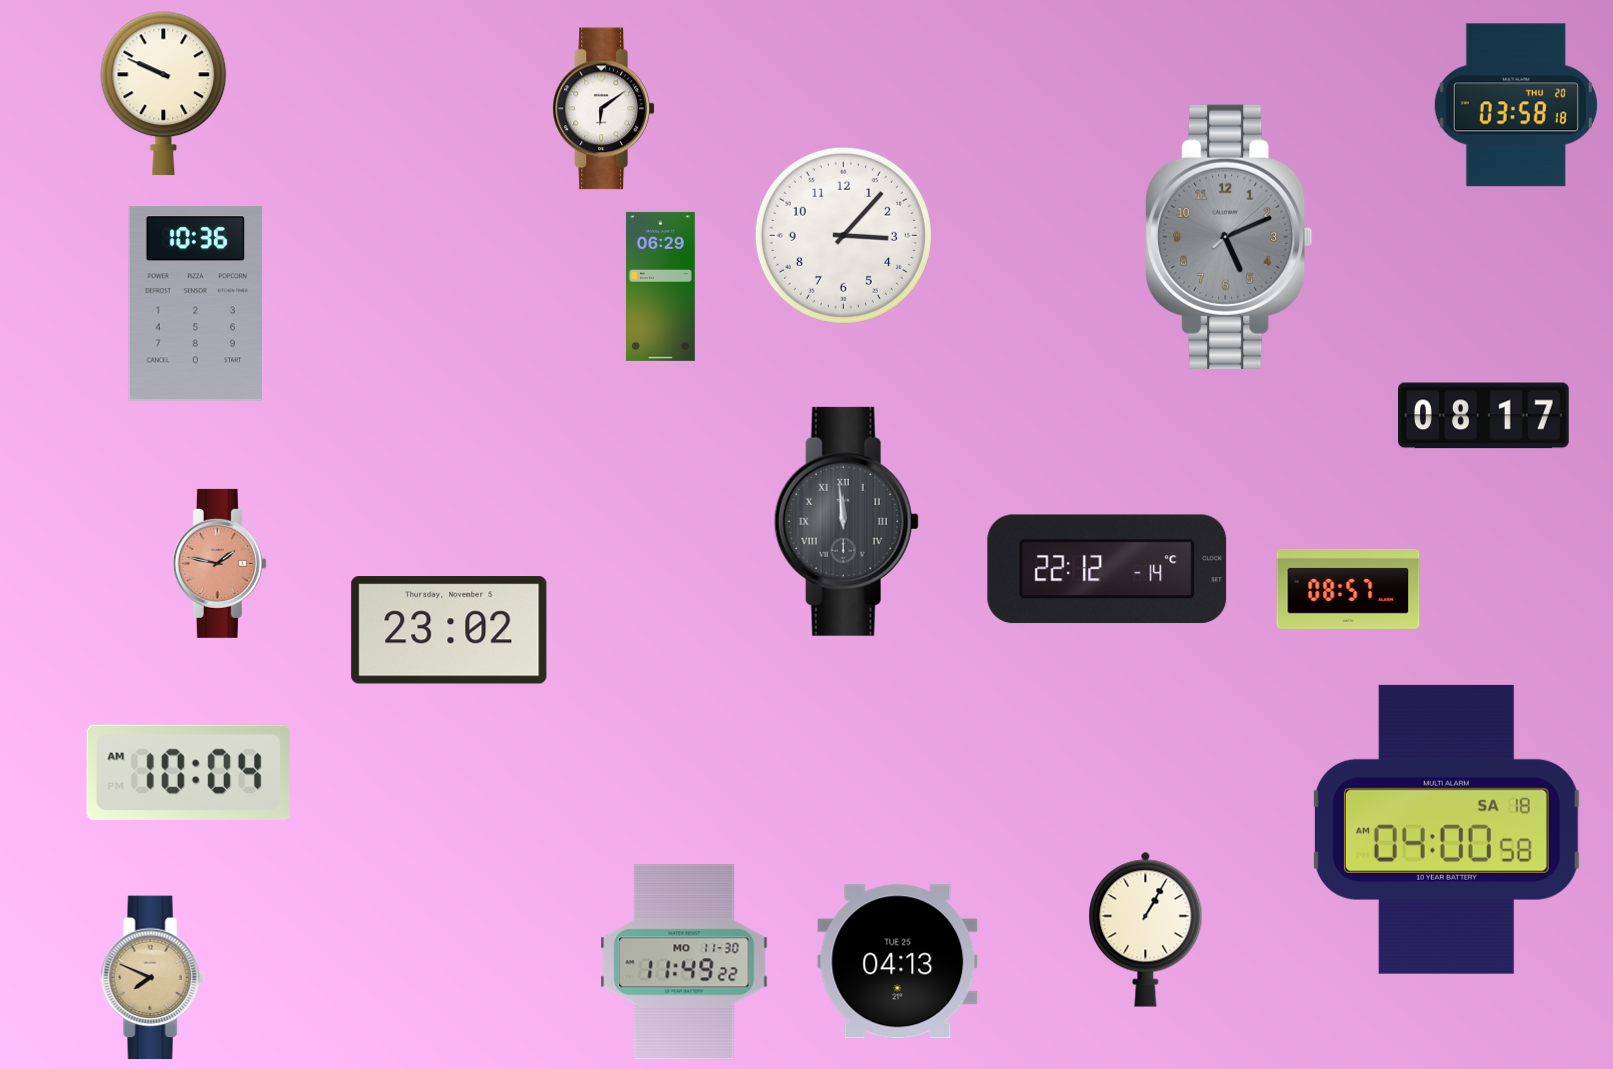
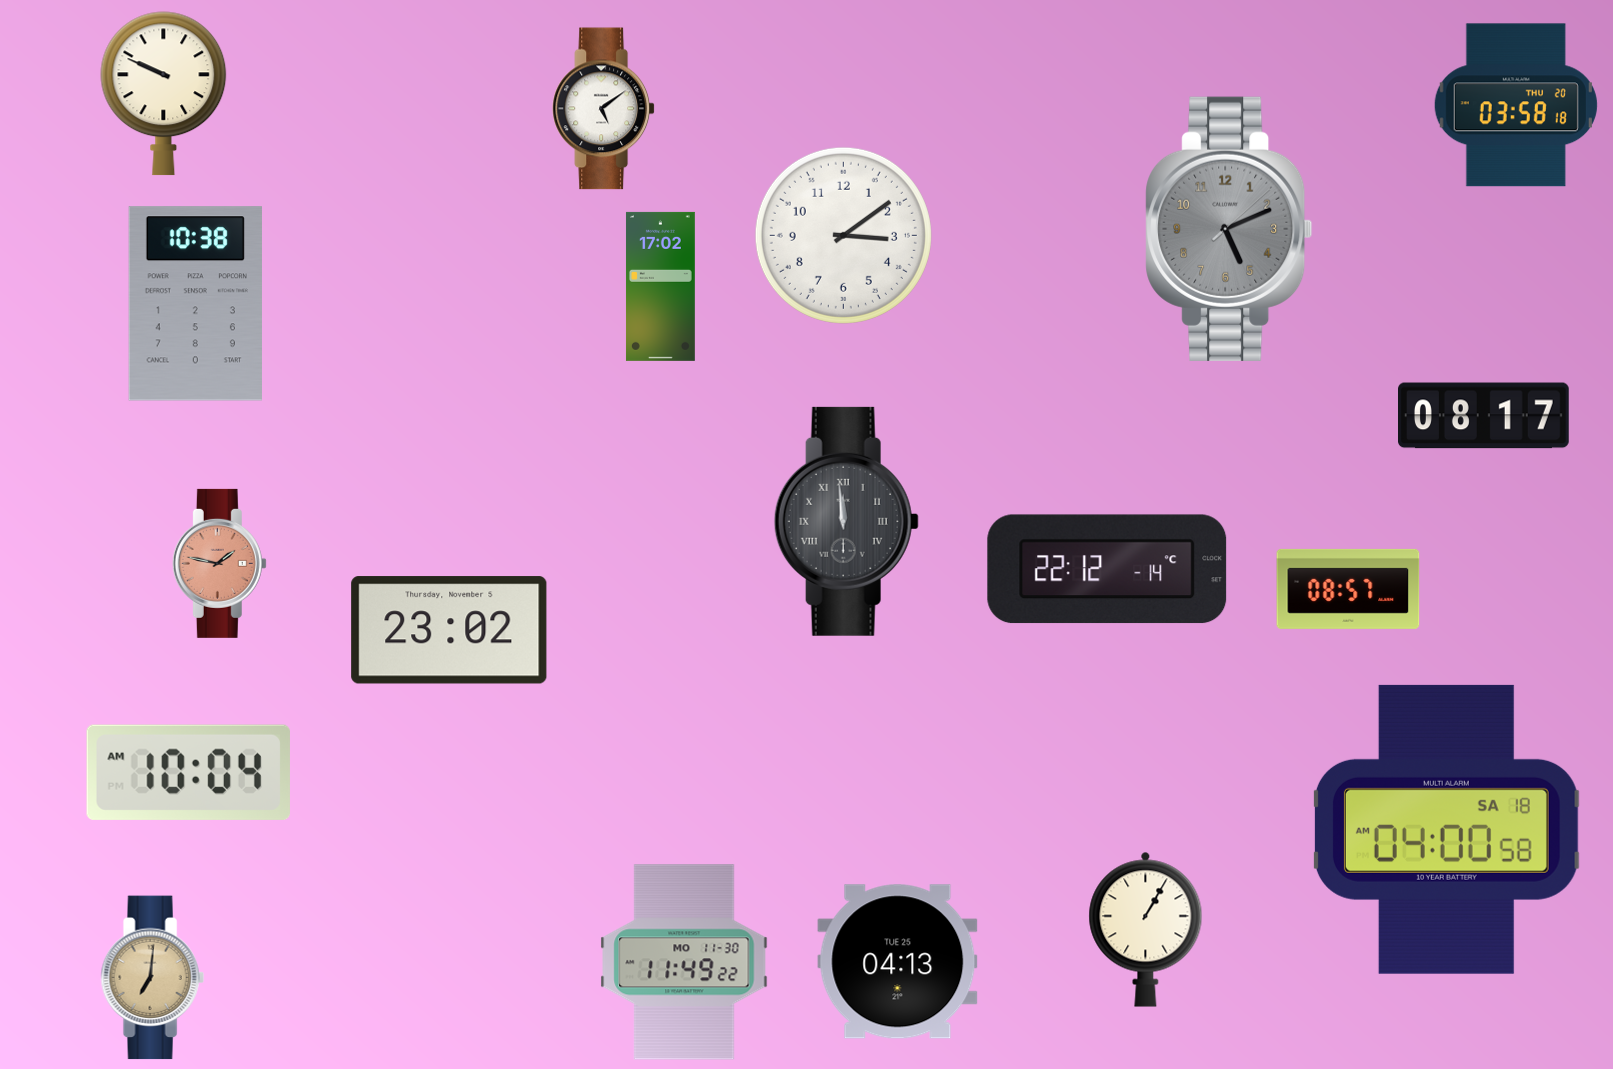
clock at (603, 109): 6:09 -> 5:09
clock at (843, 235): 3:07 -> 3:09
clock at (1229, 237) position: (1229, 237) -> (1229, 229)
clock at (660, 286): 06:29 -> 17:02
clock at (195, 304): 10:36 -> 10:38
clock at (152, 978): 7:49 -> 7:01
